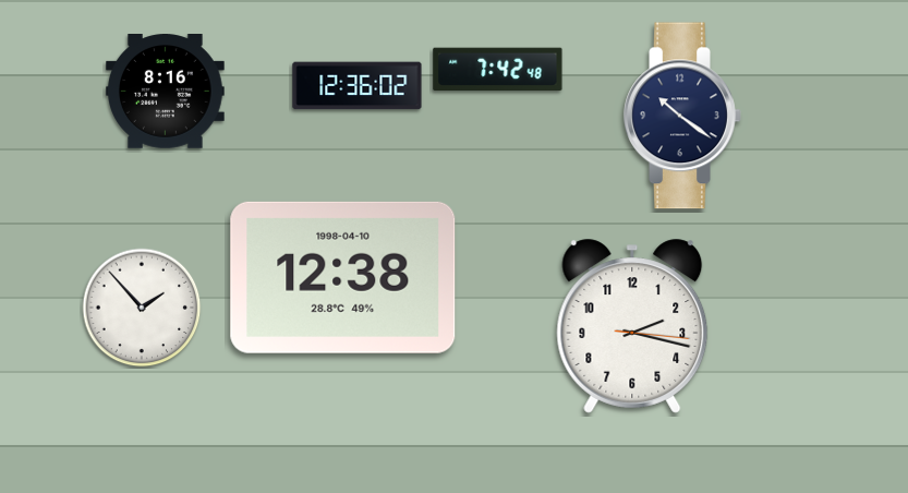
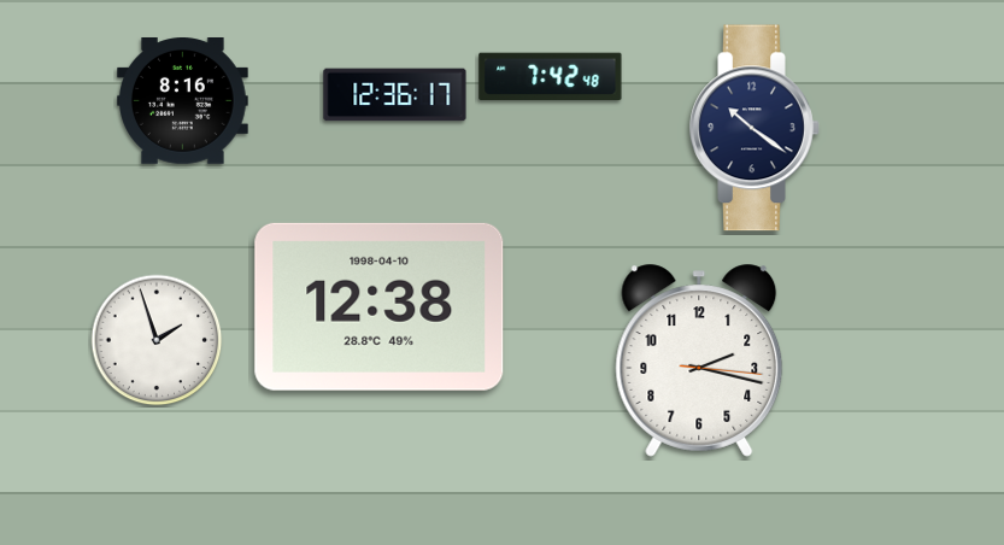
clock at (358, 86): 12:36:02 -> 12:36:17
clock at (142, 308): 1:53 -> 1:57
